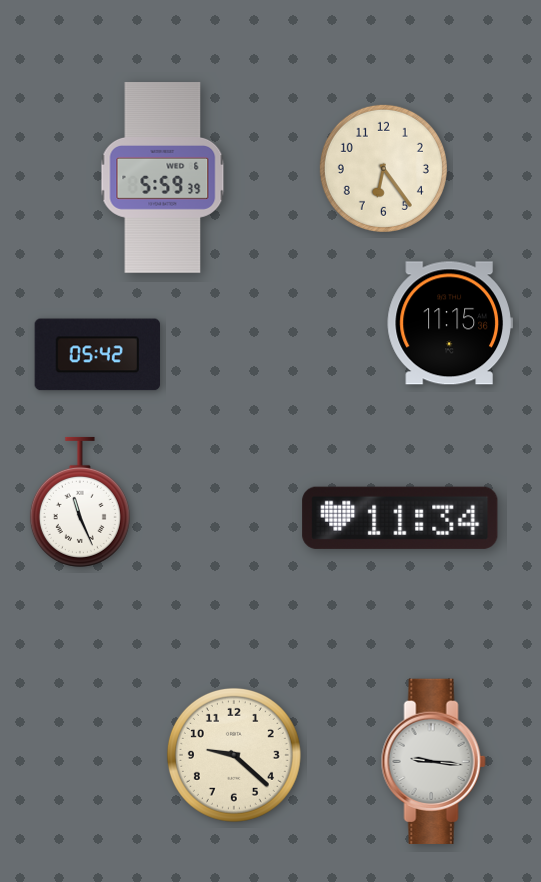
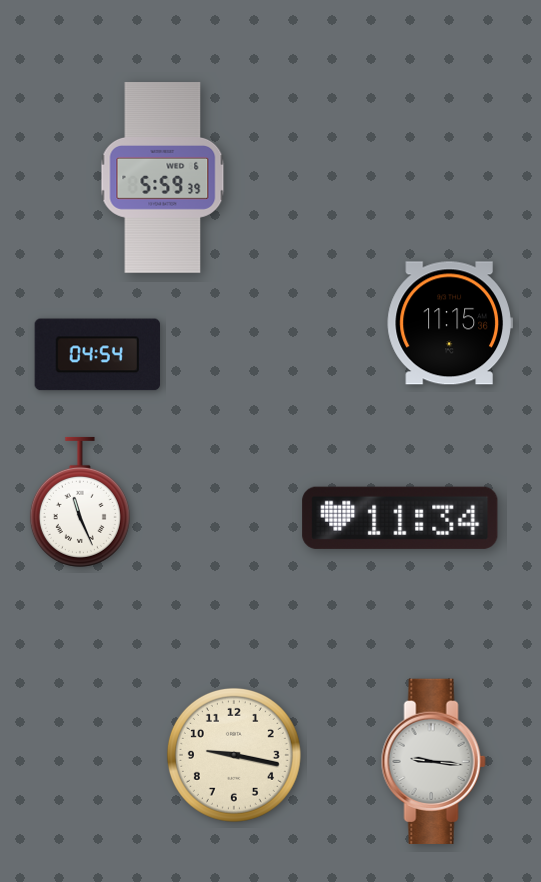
clock at (383, 168): 6:24 -> none
clock at (97, 355): 05:42 -> 04:54
clock at (234, 755): 9:22 -> 9:17
